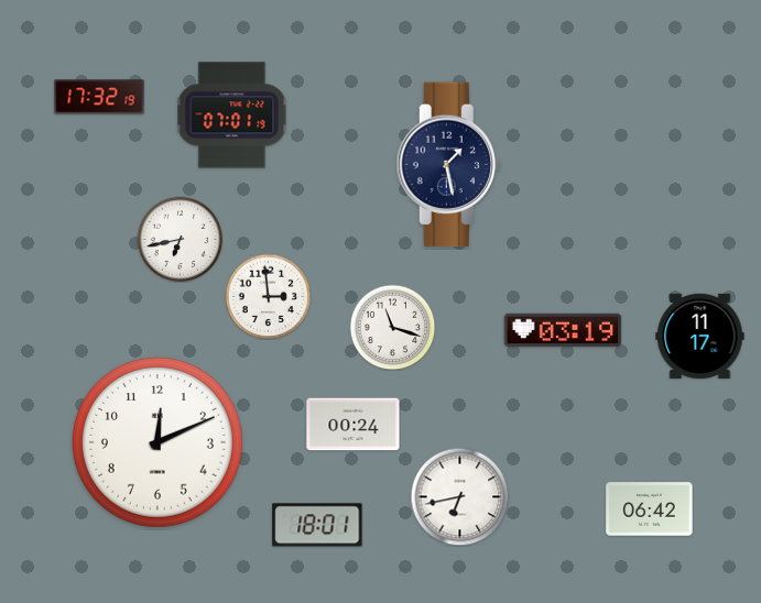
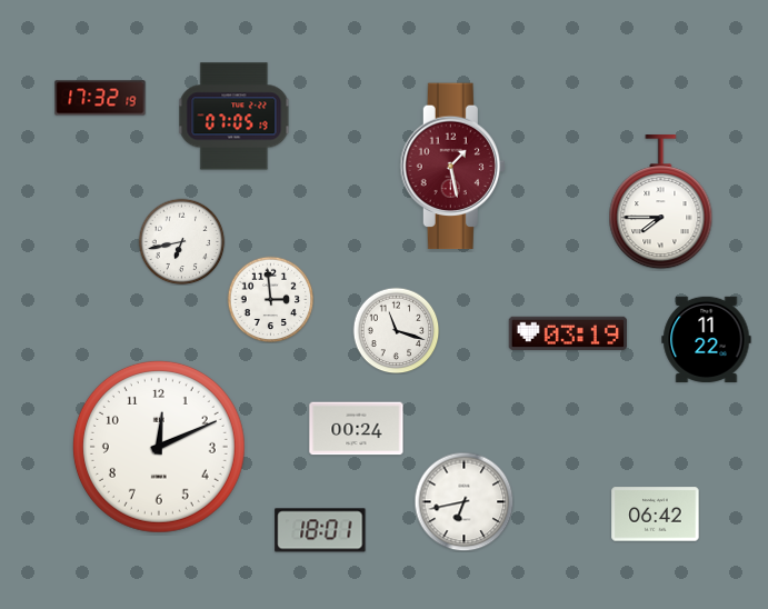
clock at (232, 116): 07:01 -> 07:05
clock at (448, 165) dial: navy -> burgundy
clock at (661, 202): none -> 7:45
clock at (700, 336): 11:17 -> 11:22
